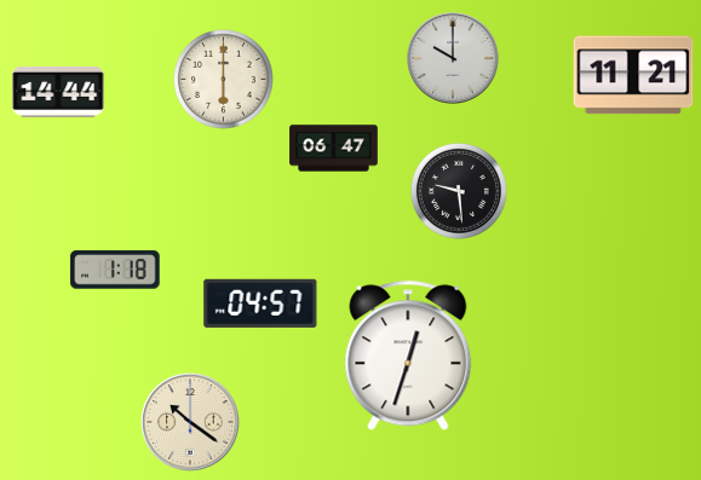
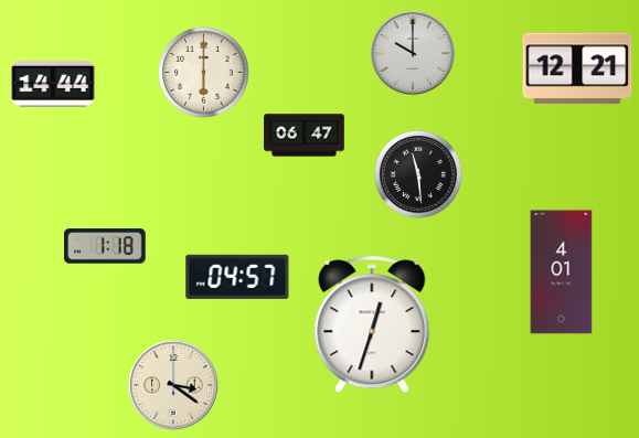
clock at (633, 75): 11:21 -> 12:21
clock at (459, 191): 9:29 -> 11:29
clock at (562, 273): none -> 4:01
clock at (190, 422): 10:21 -> 3:21
